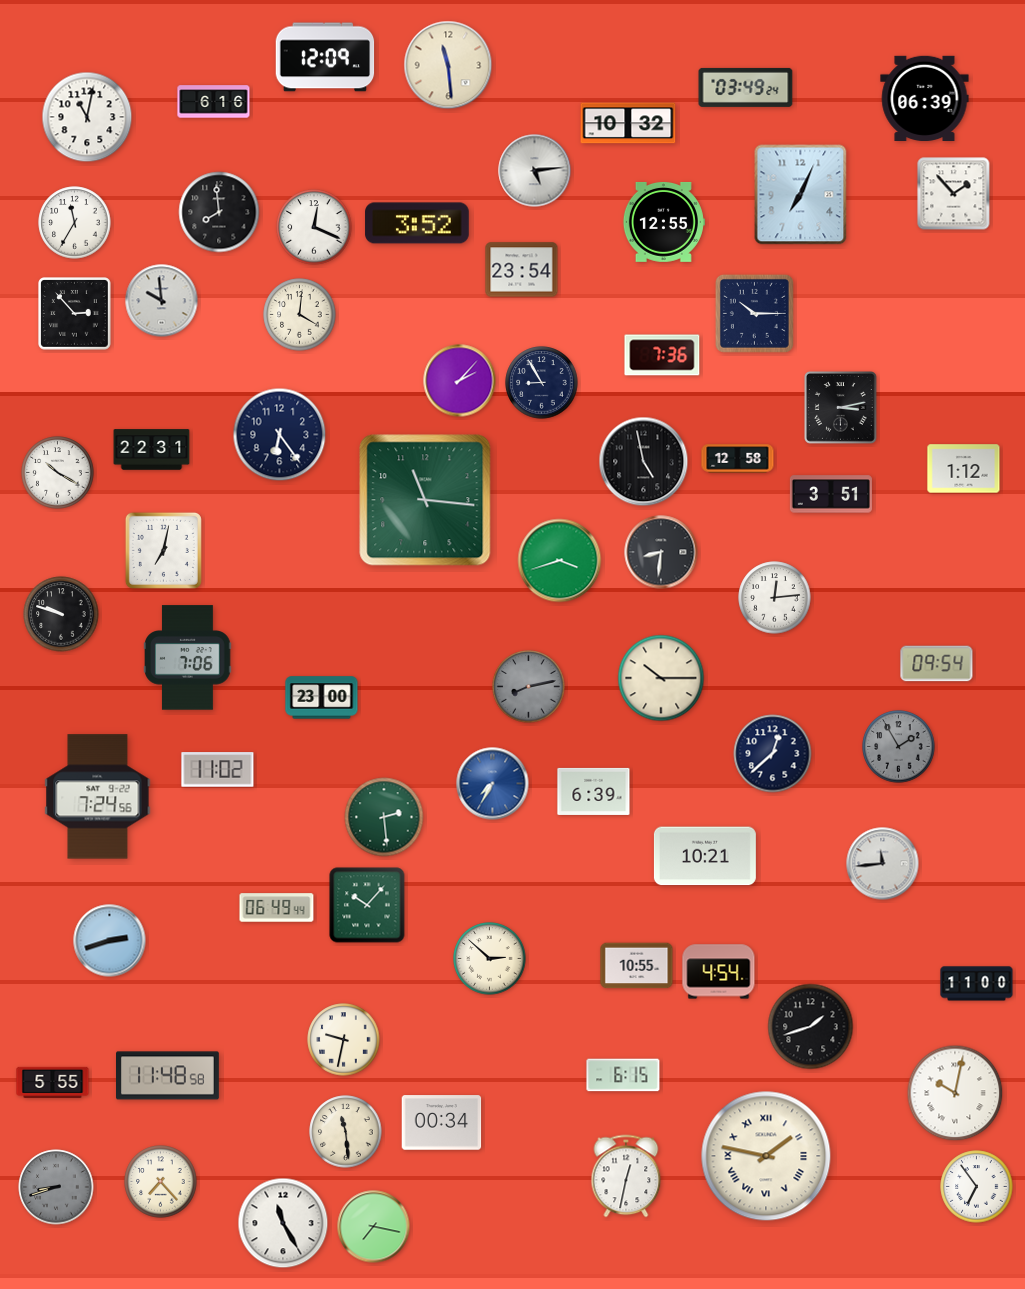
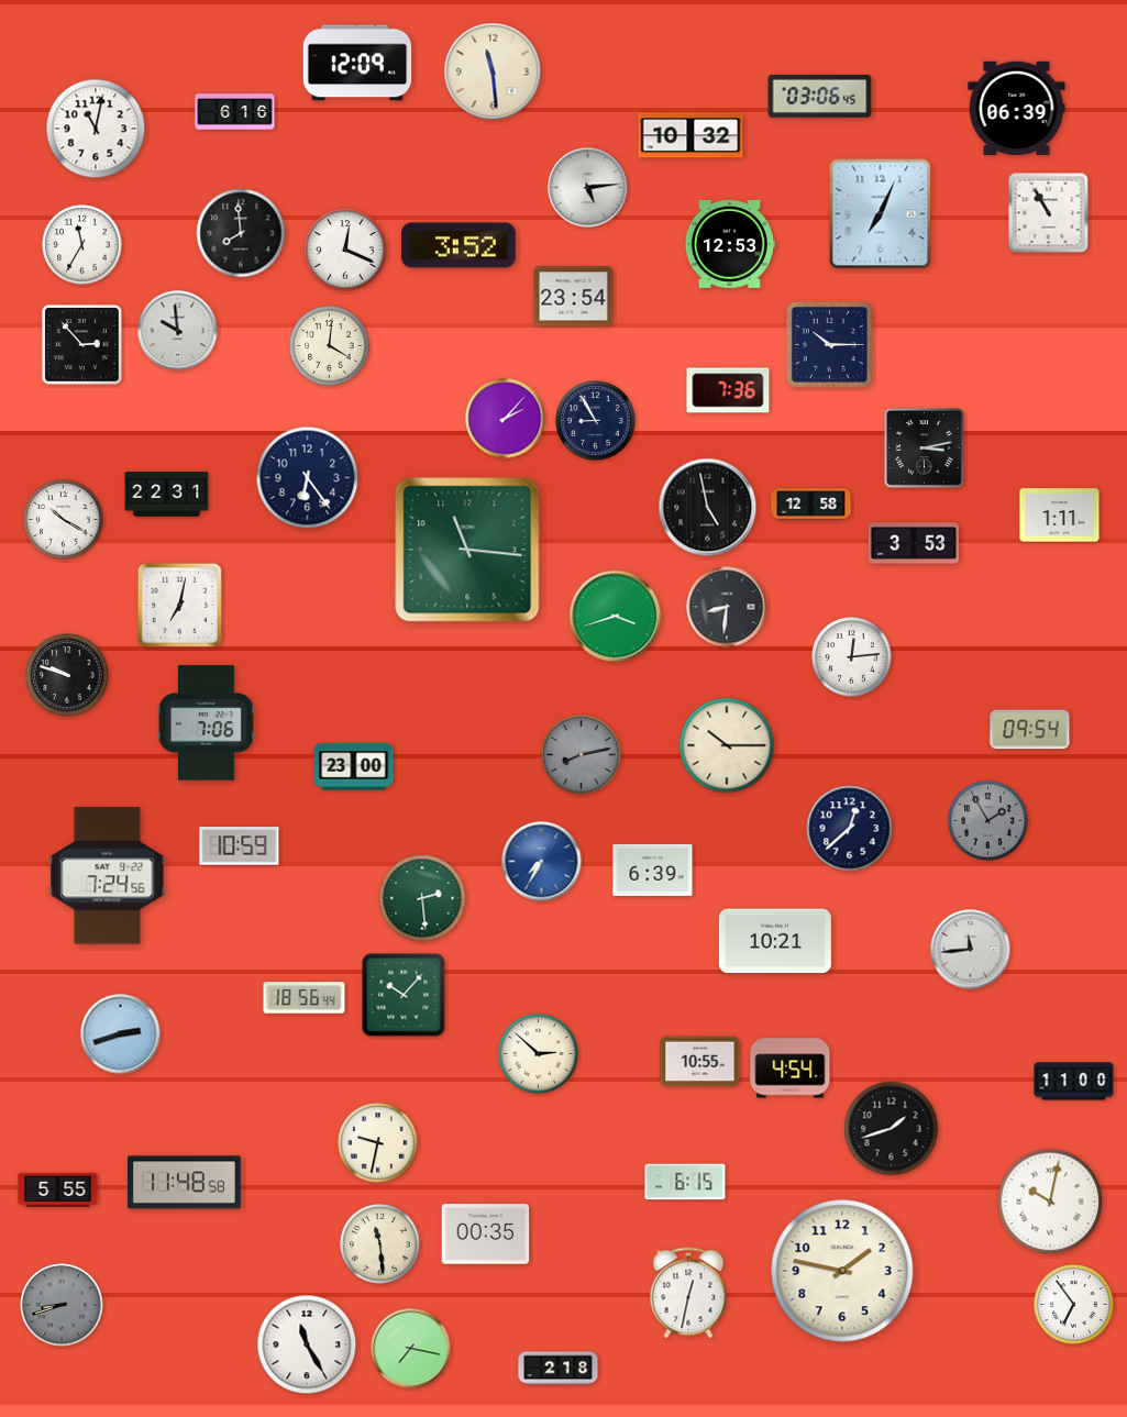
clock at (746, 87): 03:49 -> 03:06
clock at (954, 194): 1:53 -> 10:55
clock at (663, 222): 12:55 -> 12:53
clock at (964, 469): 1:12 -> 1:11
clock at (831, 494): 3:51 -> 3:53
clock at (218, 770): 11:02 -> 10:59
clock at (277, 908): 06:49 -> 18:56
clock at (442, 1123): 00:34 -> 00:35
clock at (766, 1156) numerals: Roman -> Arabic
clock at (161, 1182): 7:23 -> none
clock at (283, 1223) position: (283, 1223) -> (307, 1344)
clock at (559, 1369): none -> 2:18
